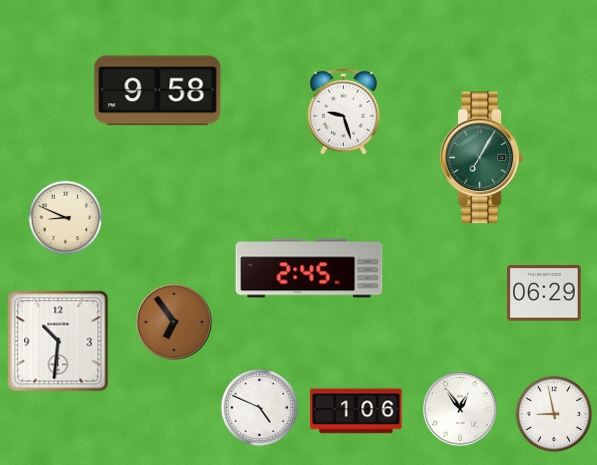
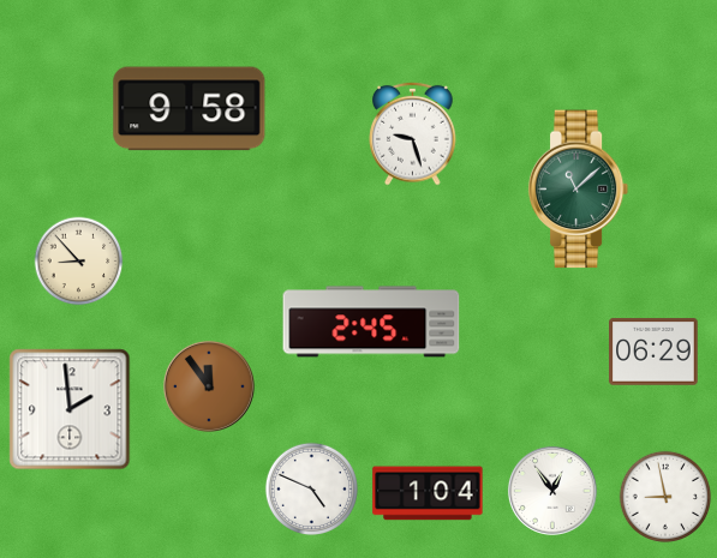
clock at (482, 158): 7:05 -> 11:08
clock at (66, 218): 8:49 -> 8:53
clock at (174, 322): 6:54 -> 11:54
clock at (58, 341): 10:31 -> 1:59
clock at (356, 411): 1:06 -> 1:04
